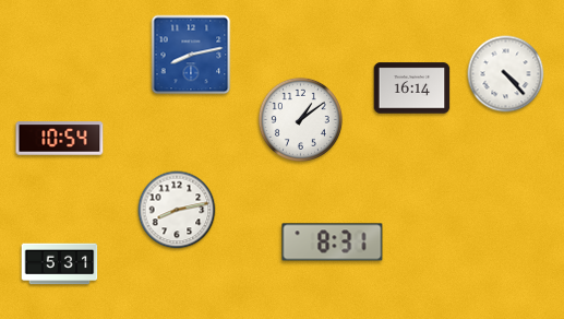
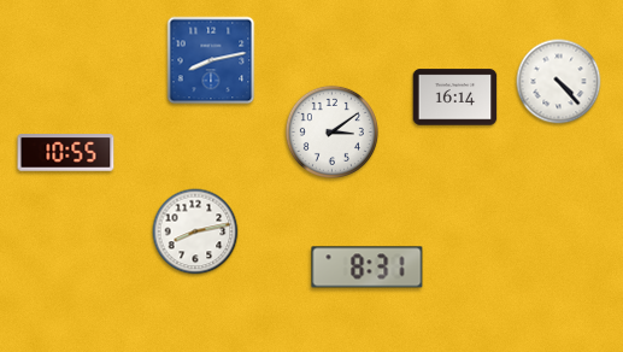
clock at (300, 119): 1:09 -> 3:09
clock at (60, 139): 10:54 -> 10:55
clock at (60, 264): 5:31 -> none
